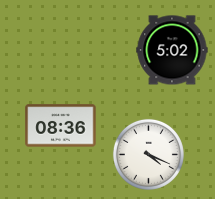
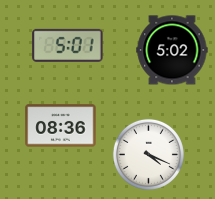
clock at (68, 45): none -> 5:01
